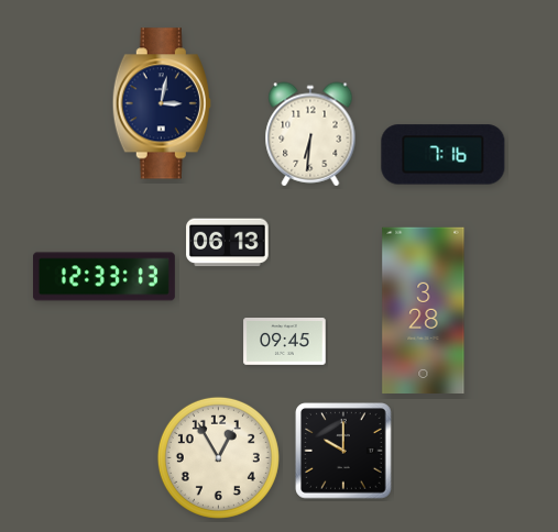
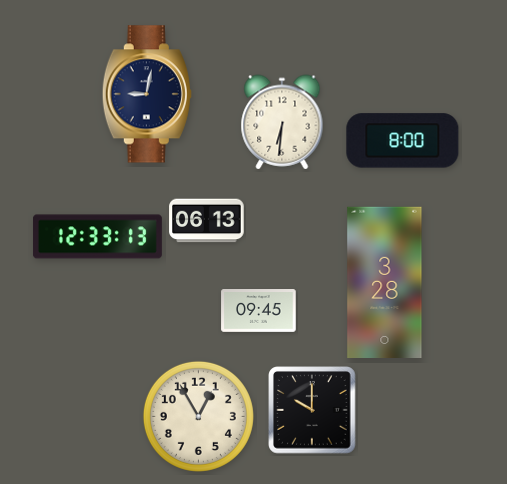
clock at (162, 103): 3:02 -> 9:02
clock at (444, 155): 7:16 -> 8:00
clock at (105, 277) position: (105, 277) -> (98, 237)
